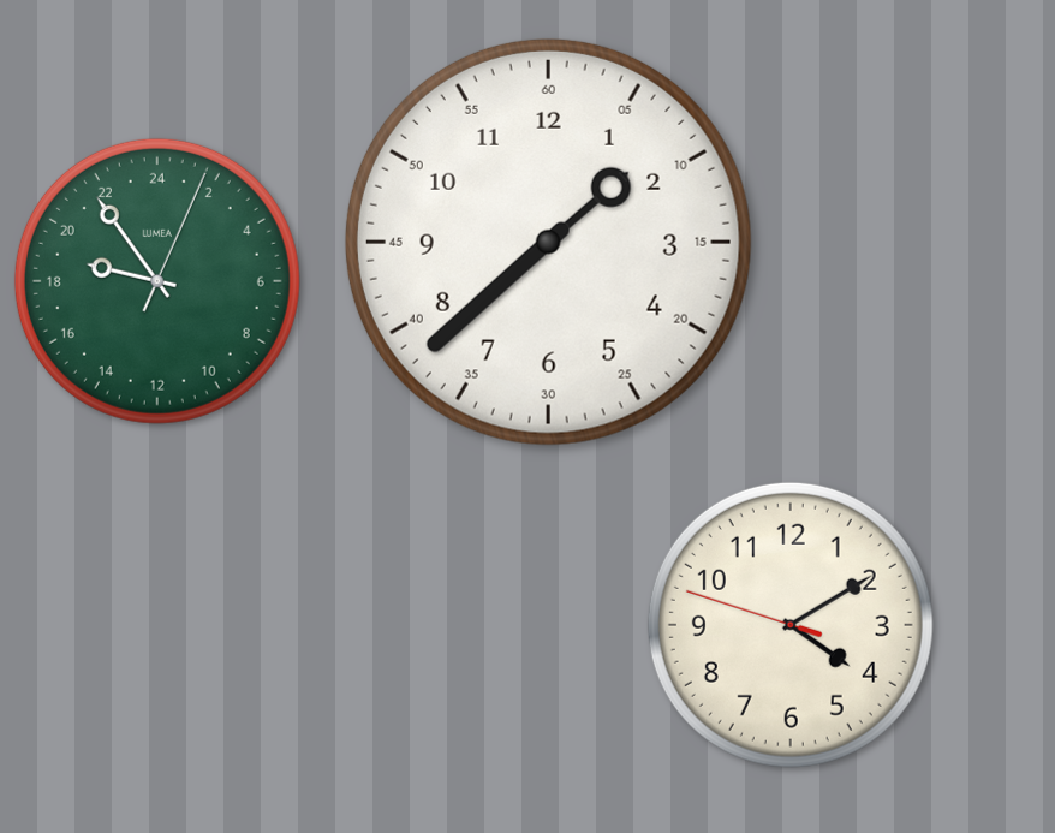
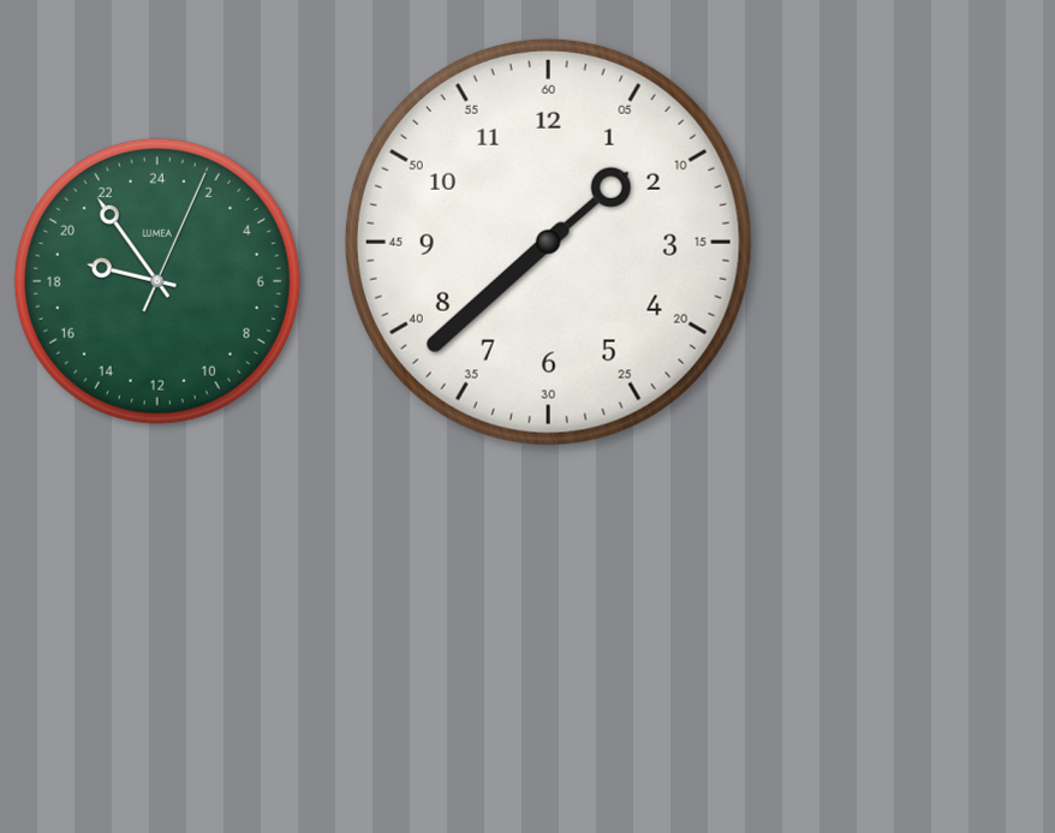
clock at (791, 625): 4:09 -> none
